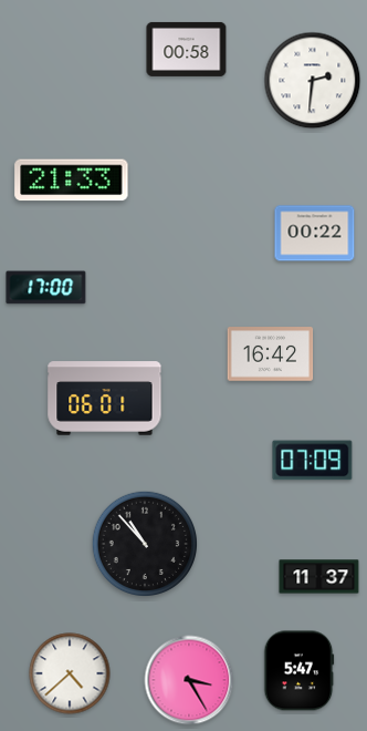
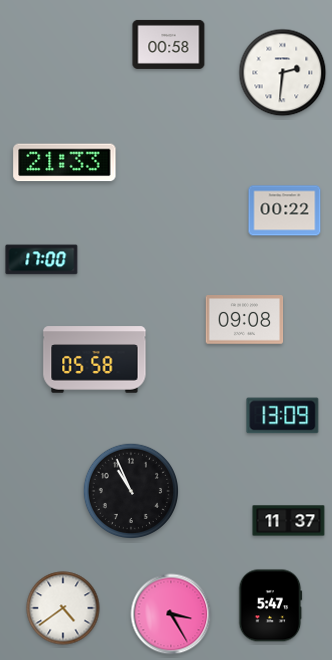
clock at (271, 354): 16:42 -> 09:08
clock at (105, 399): 06:01 -> 05:58
clock at (313, 461): 07:09 -> 13:09
clock at (144, 543): 10:53 -> 10:56
clock at (70, 673): 4:38 -> 4:39
